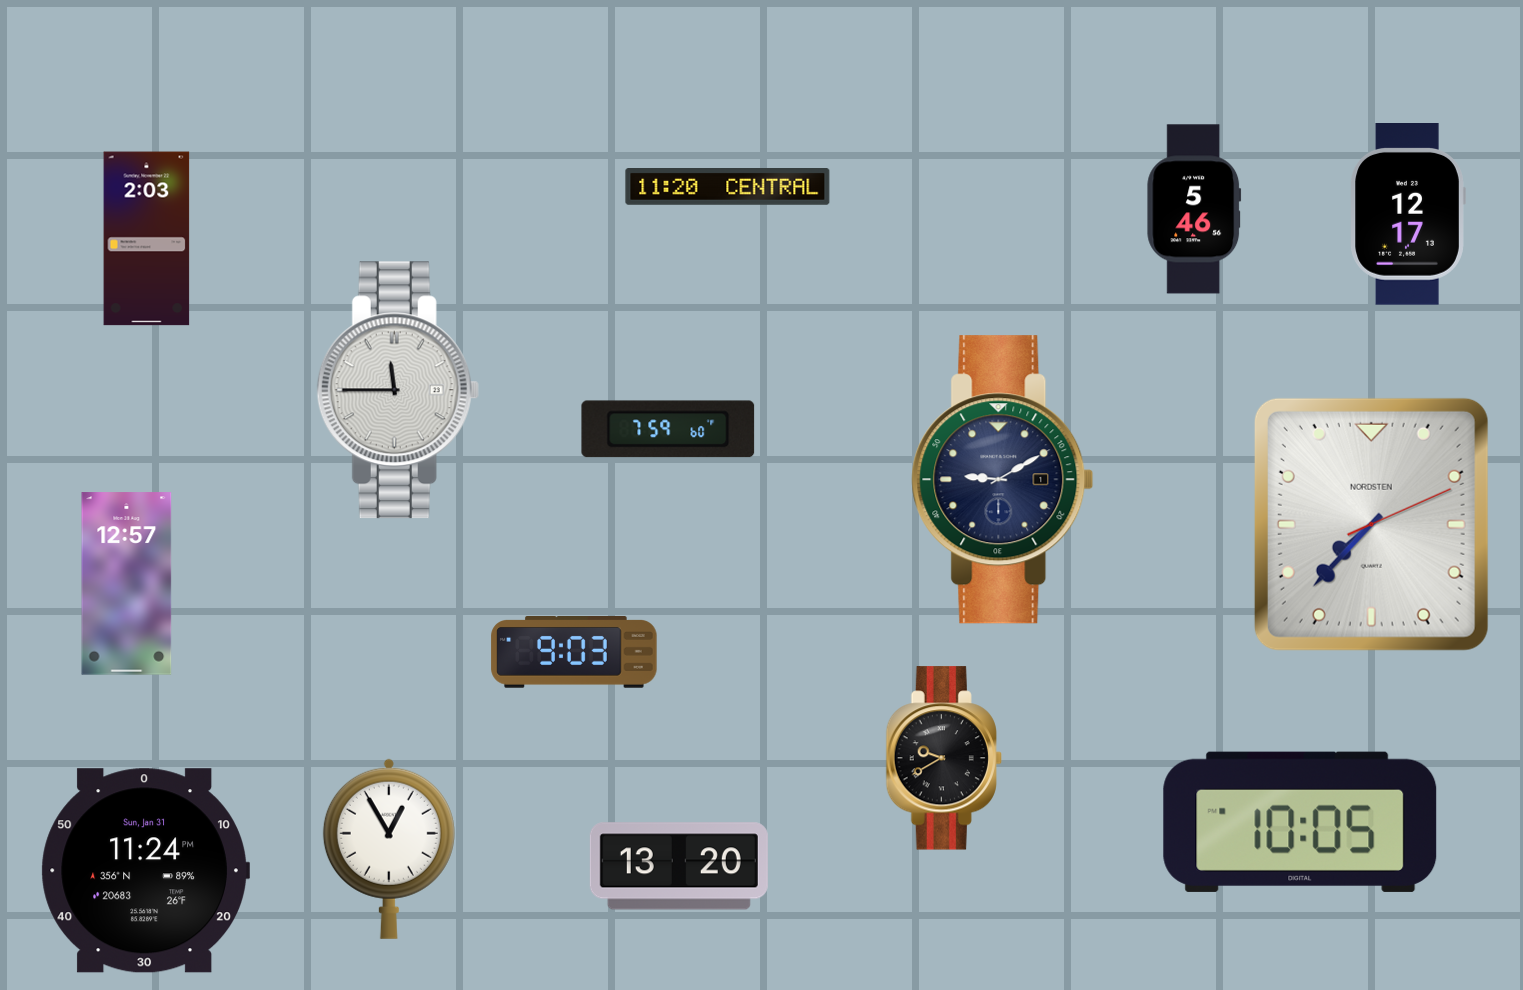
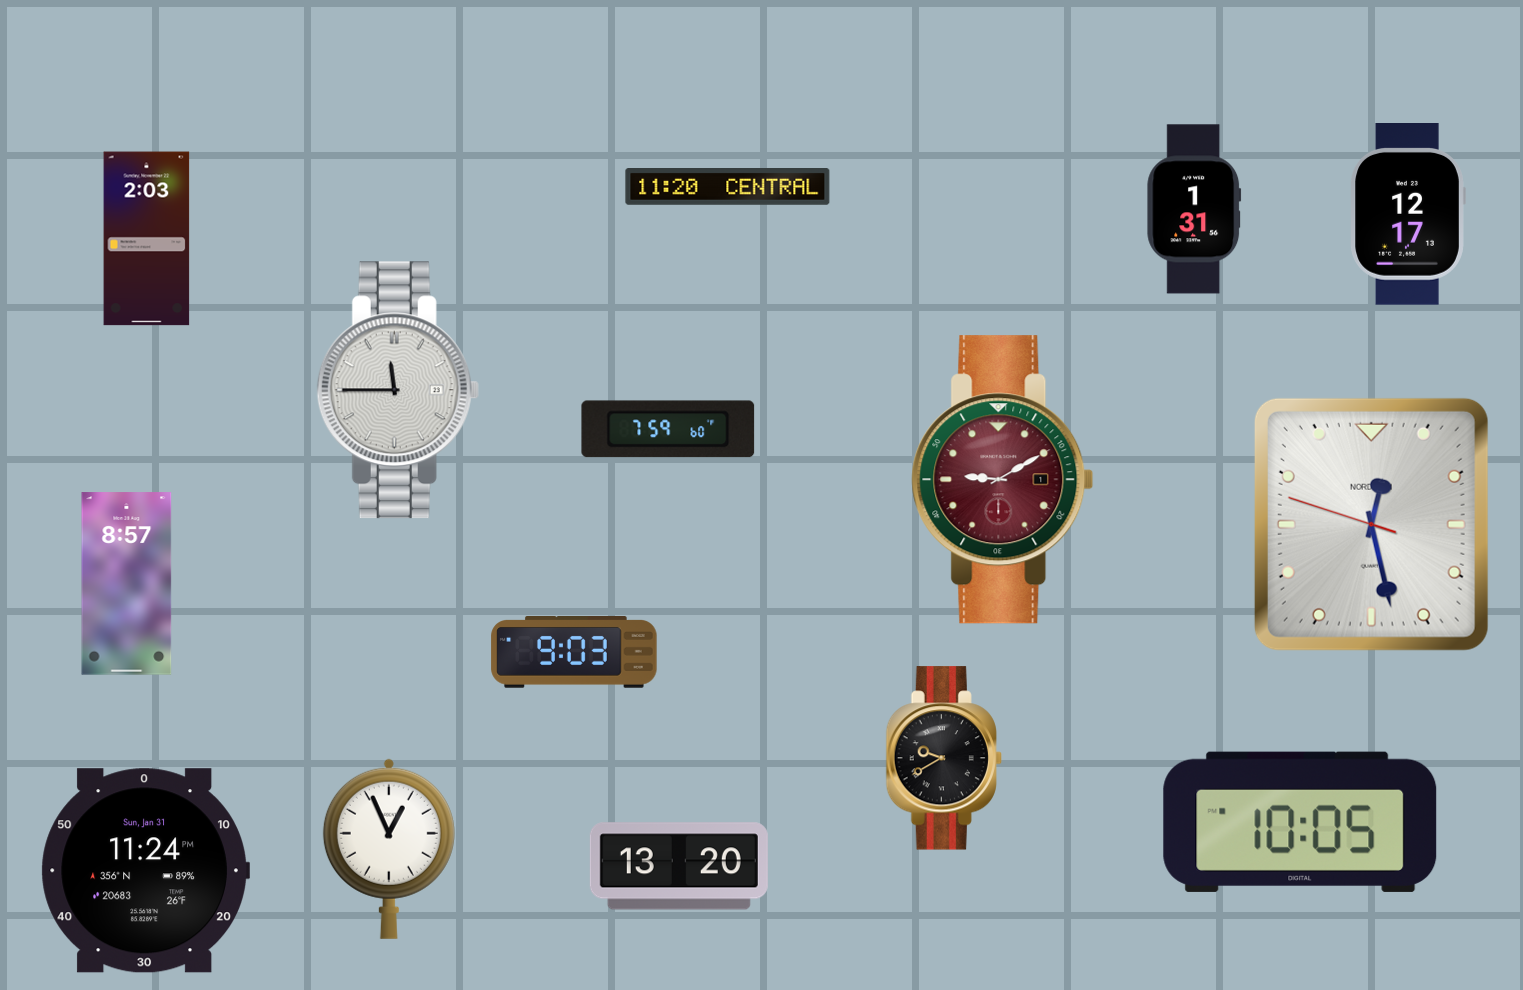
clock at (1194, 209): 5:46 -> 1:31
clock at (1003, 480) dial: navy -> burgundy
clock at (1371, 524): 7:37 -> 12:27
clock at (127, 584): 12:57 -> 8:57
clock at (389, 849): 12:55 -> 12:56
